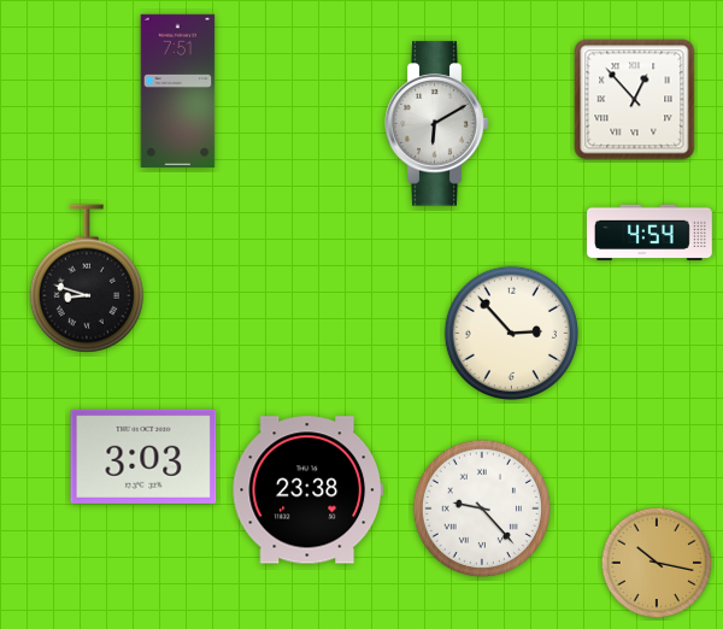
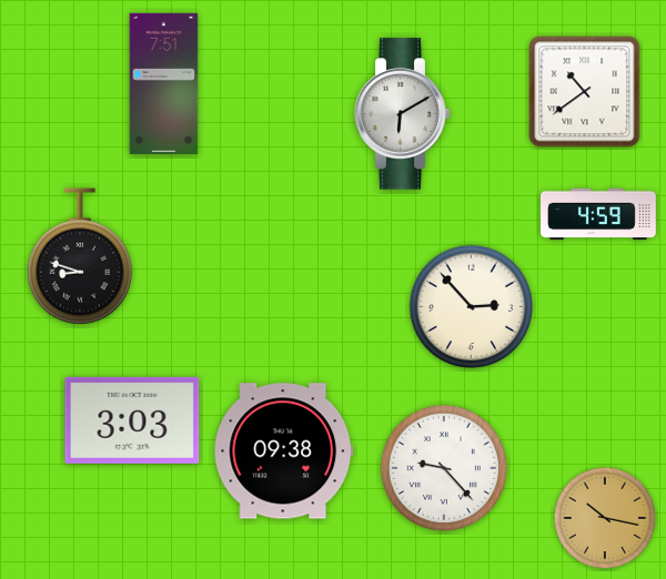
clock at (635, 100): 12:53 -> 10:39
clock at (651, 233): 4:54 -> 4:59
clock at (308, 490): 23:38 -> 09:38
